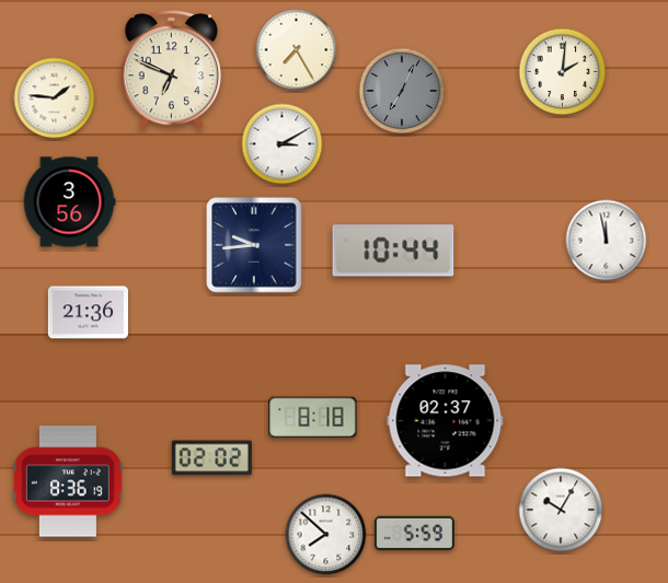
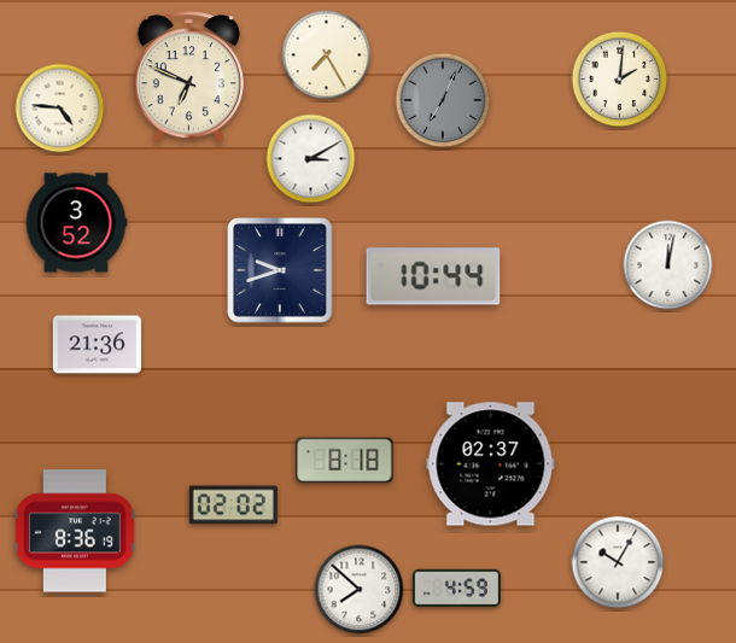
clock at (55, 98): 1:46 -> 4:46
clock at (69, 202): 3:56 -> 3:52
clock at (607, 241): 11:58 -> 12:02
clock at (254, 245): 9:44 -> 9:42
clock at (414, 534): 5:59 -> 4:59
